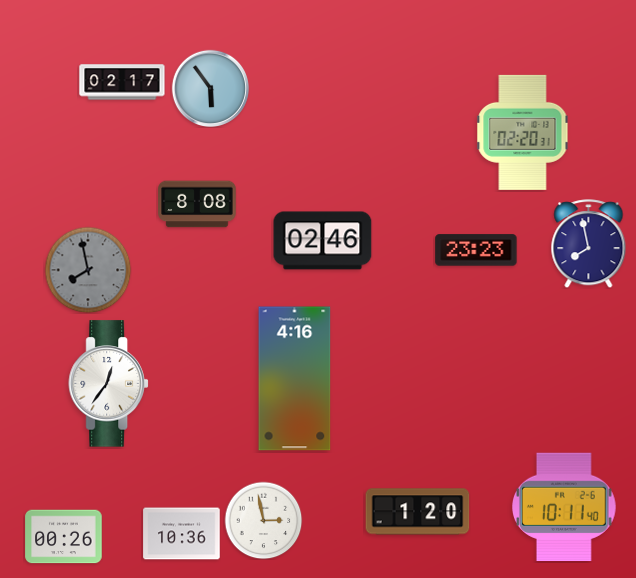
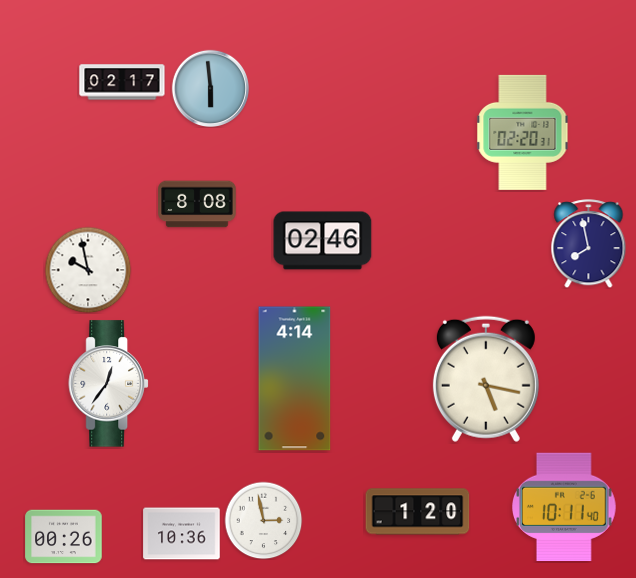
clock at (210, 88): 5:54 -> 5:59
clock at (476, 250): 23:23 -> none
clock at (88, 270): 7:58 -> 9:58
clock at (88, 270) dial: grey -> white
clock at (295, 379): 4:16 -> 4:14
clock at (486, 379): none -> 5:17
